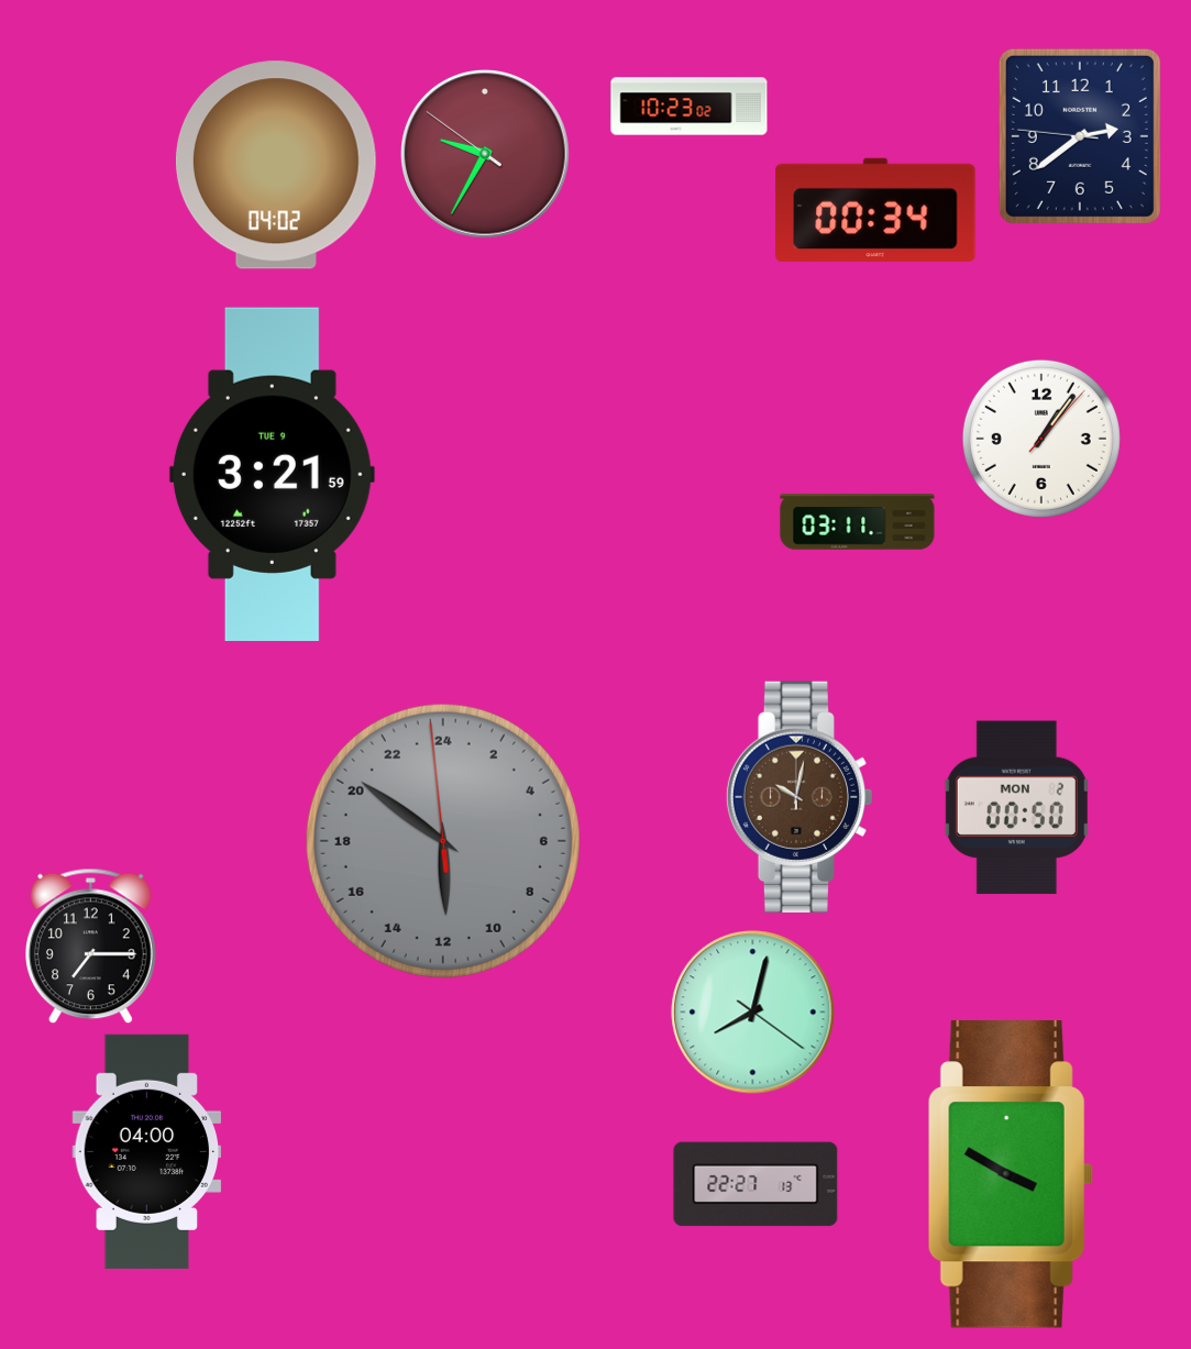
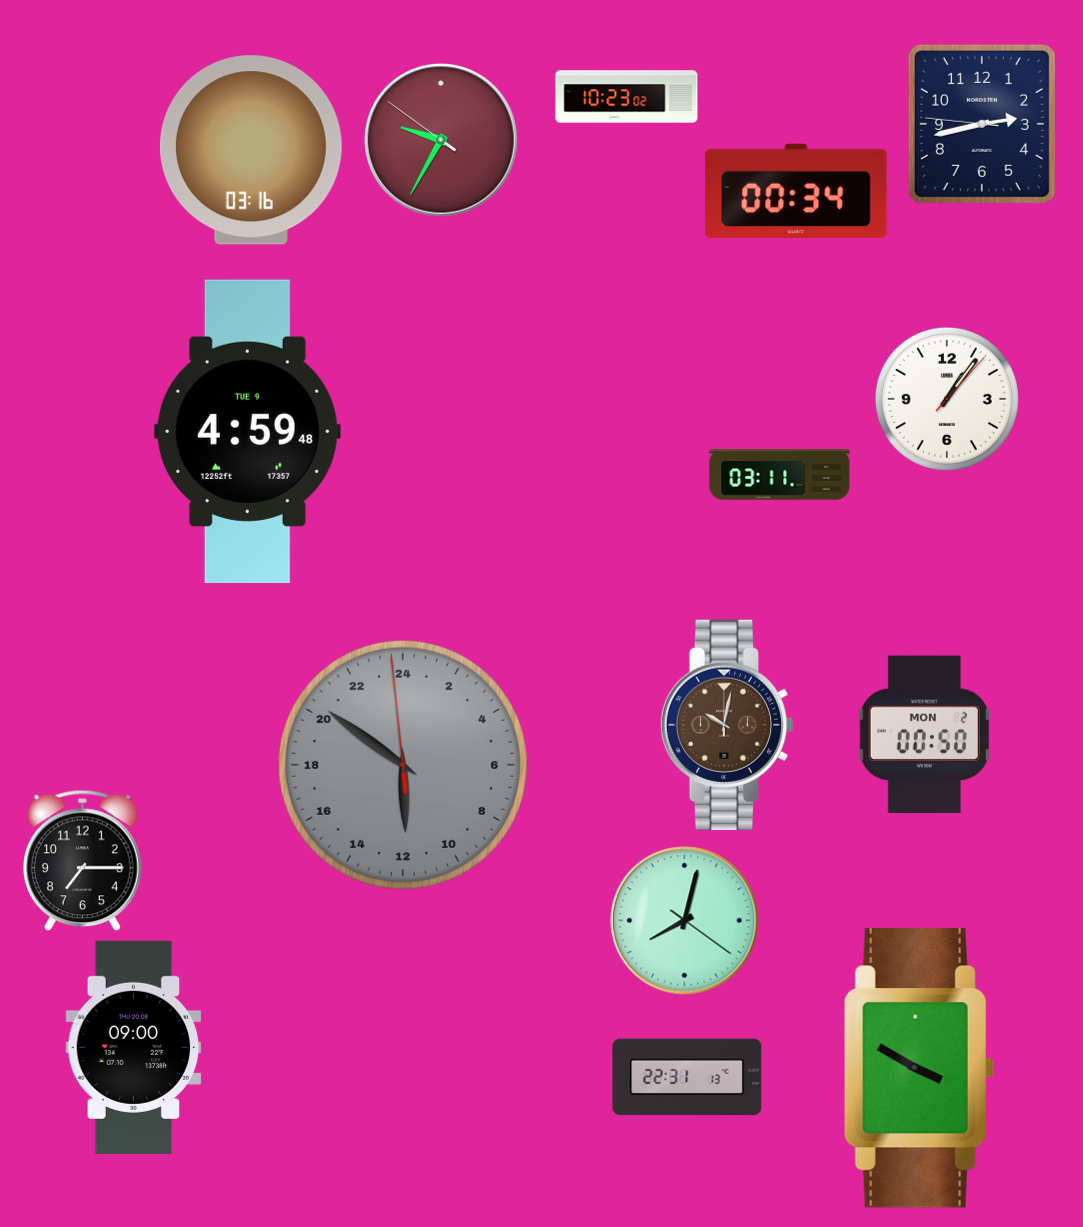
clock at (1080, 136): 2:38 -> 2:42
clock at (276, 165): 04:02 -> 03:16
clock at (272, 474): 3:21 -> 4:59
clock at (147, 1151): 04:00 -> 09:00
clock at (756, 1184): 22:27 -> 22:31
